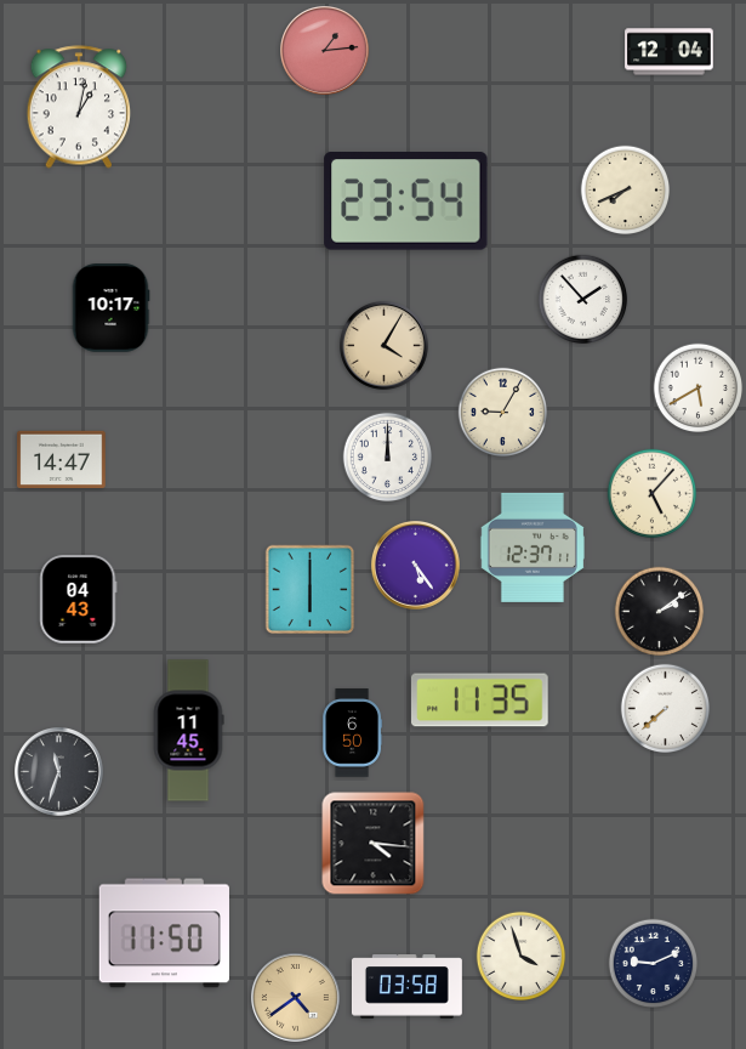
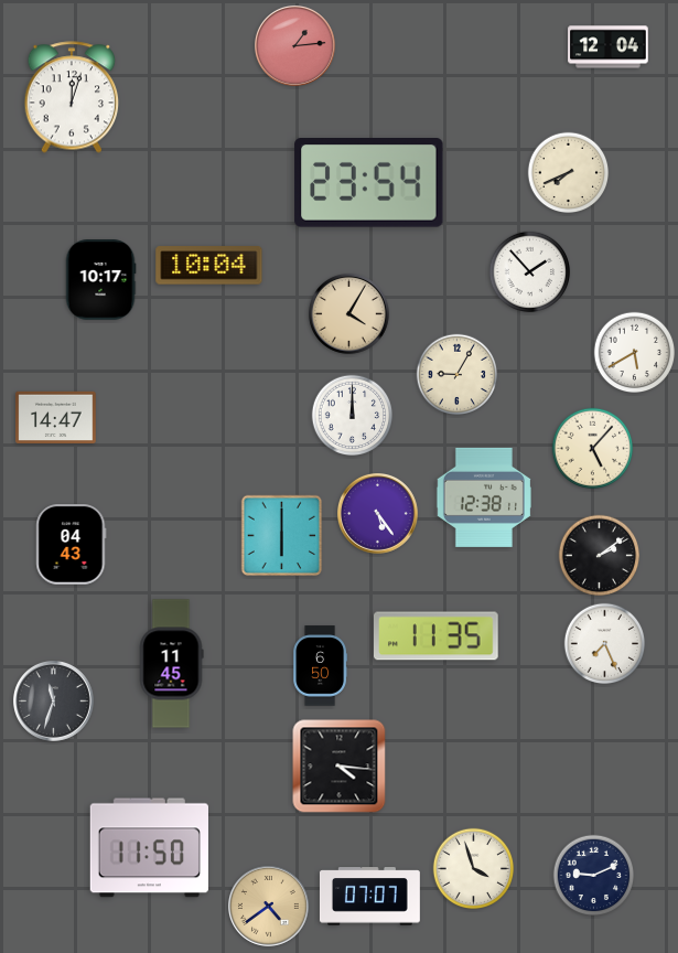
clock at (79, 107): 1:02 -> 12:03
clock at (209, 266): none -> 10:04
clock at (533, 548): 12:37 -> 12:38
clock at (666, 709): 7:38 -> 7:26
clock at (406, 987): 03:58 -> 07:07
